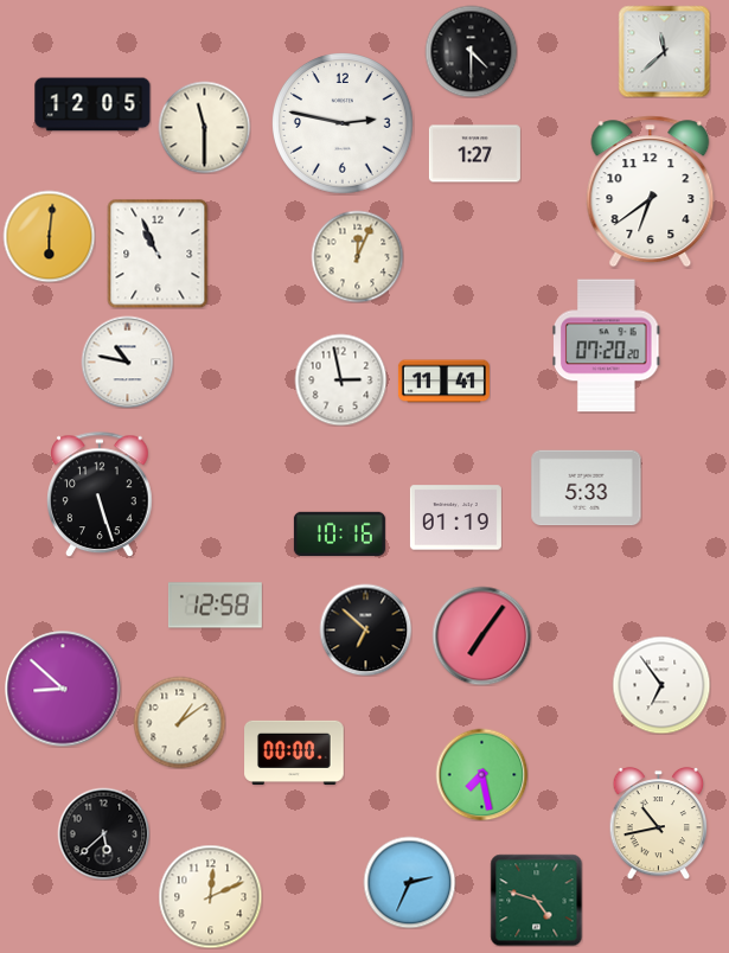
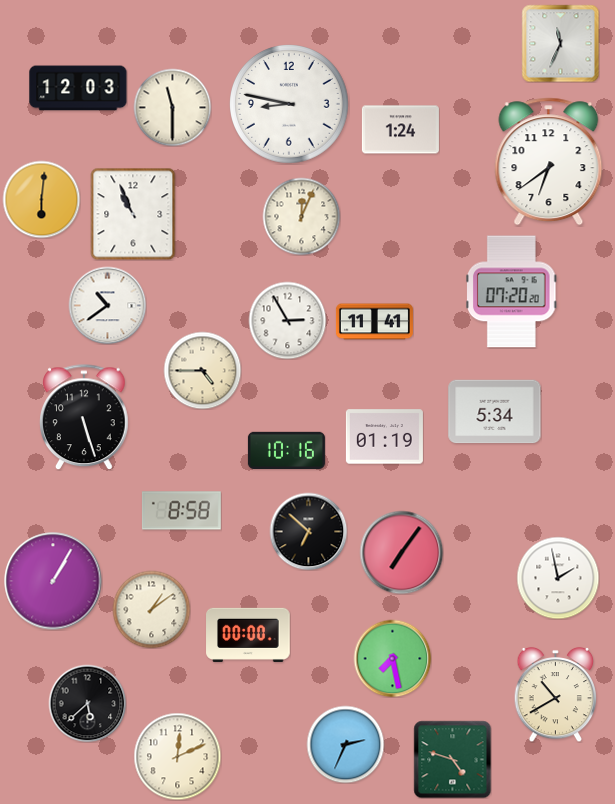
clock at (471, 51): 4:30 -> none
clock at (664, 51): 11:38 -> 11:34
clock at (92, 104): 12:05 -> 12:03
clock at (344, 124): 2:47 -> 8:47
clock at (474, 154): 1:27 -> 1:24
clock at (127, 362): 10:47 -> 10:39
clock at (340, 379): 2:58 -> 2:55
clock at (202, 370): none -> 4:45
clock at (587, 488): 5:33 -> 5:34
clock at (215, 606): 12:58 -> 8:58
clock at (481, 635) position: (481, 635) -> (401, 552)
clock at (661, 685): 6:54 -> 1:58
clock at (63, 689): 8:52 -> 1:05
clock at (481, 774) position: (481, 774) -> (392, 658)
clock at (659, 823): 10:43 -> 10:40
